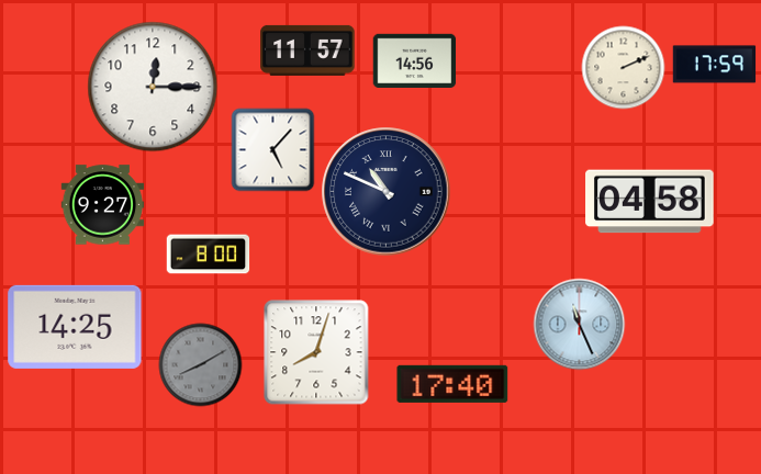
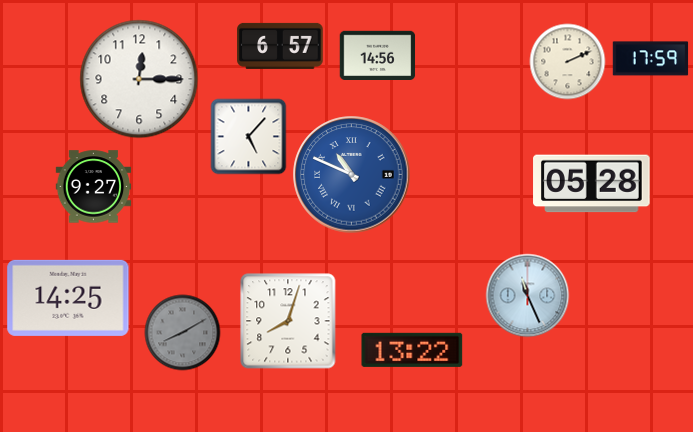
clock at (307, 50): 11:57 -> 6:57
clock at (387, 192) dial: navy -> blue
clock at (650, 202): 04:58 -> 05:28
clock at (209, 255): 8:00 -> none
clock at (452, 384): 17:40 -> 13:22
